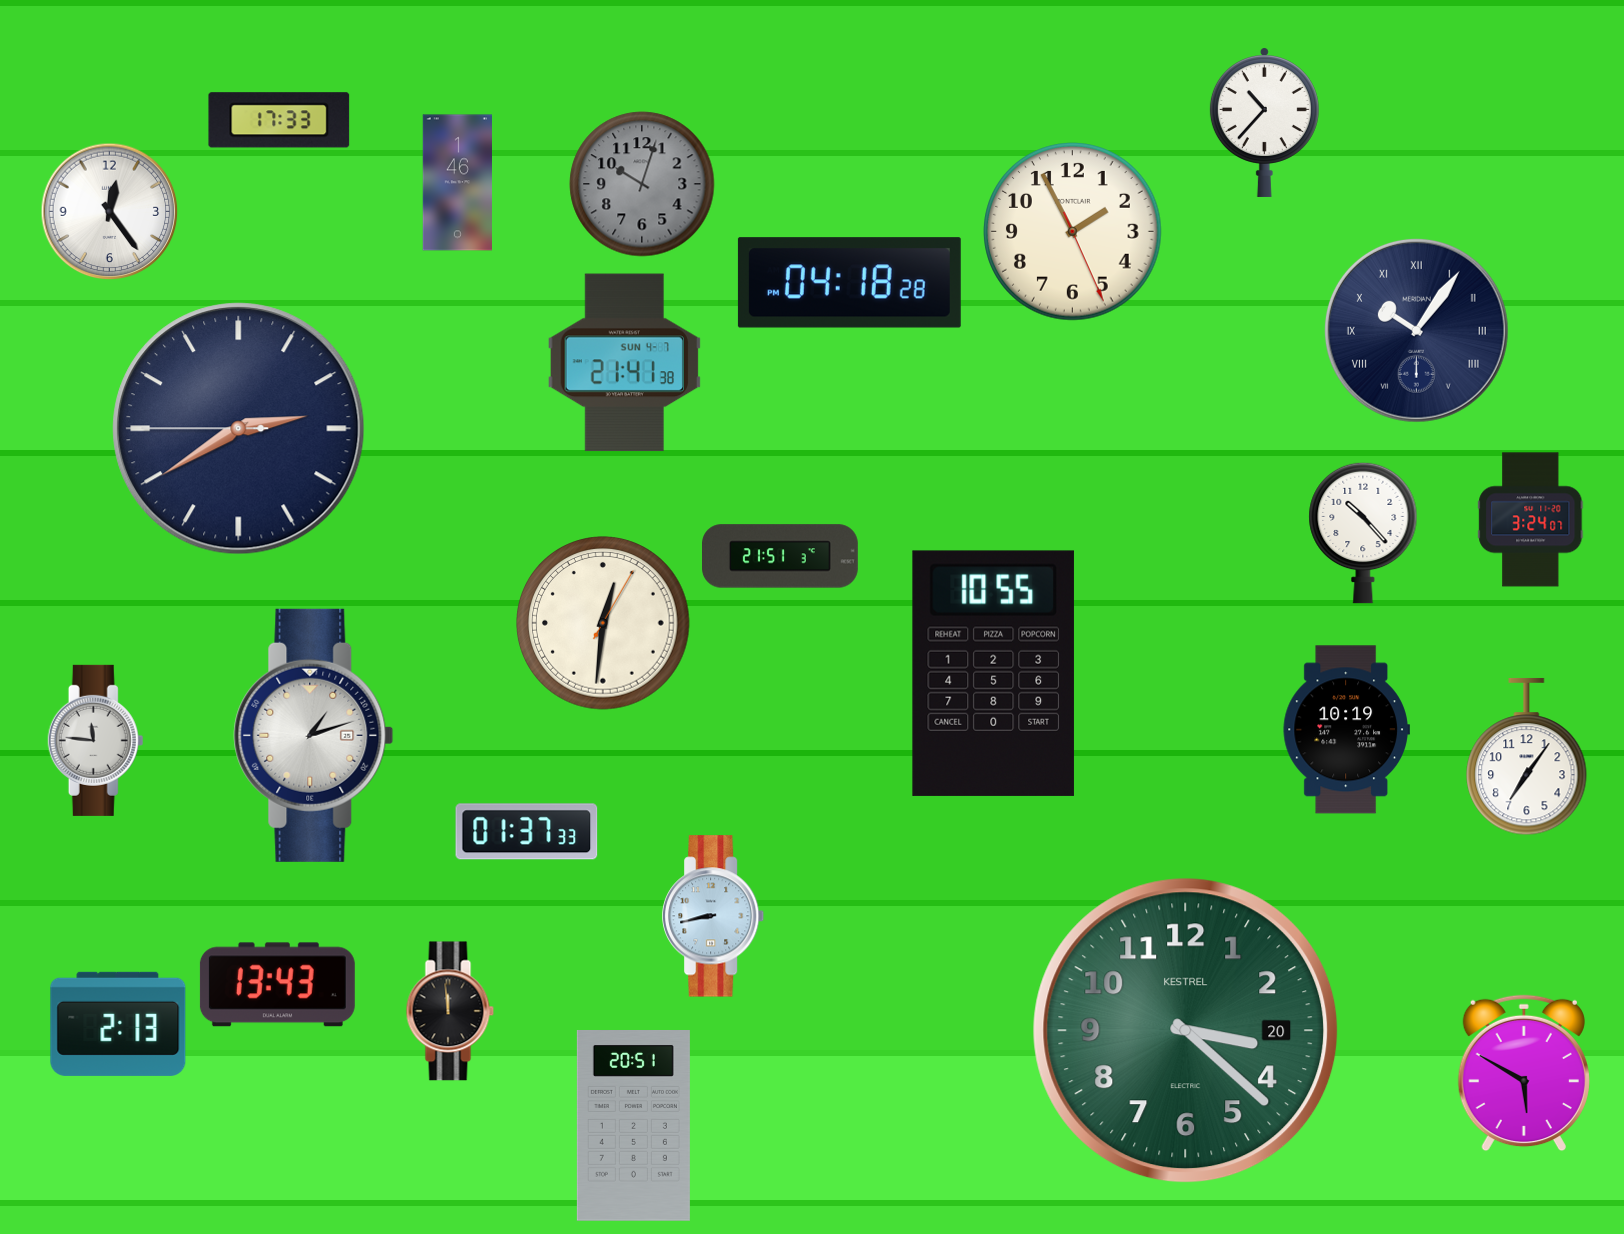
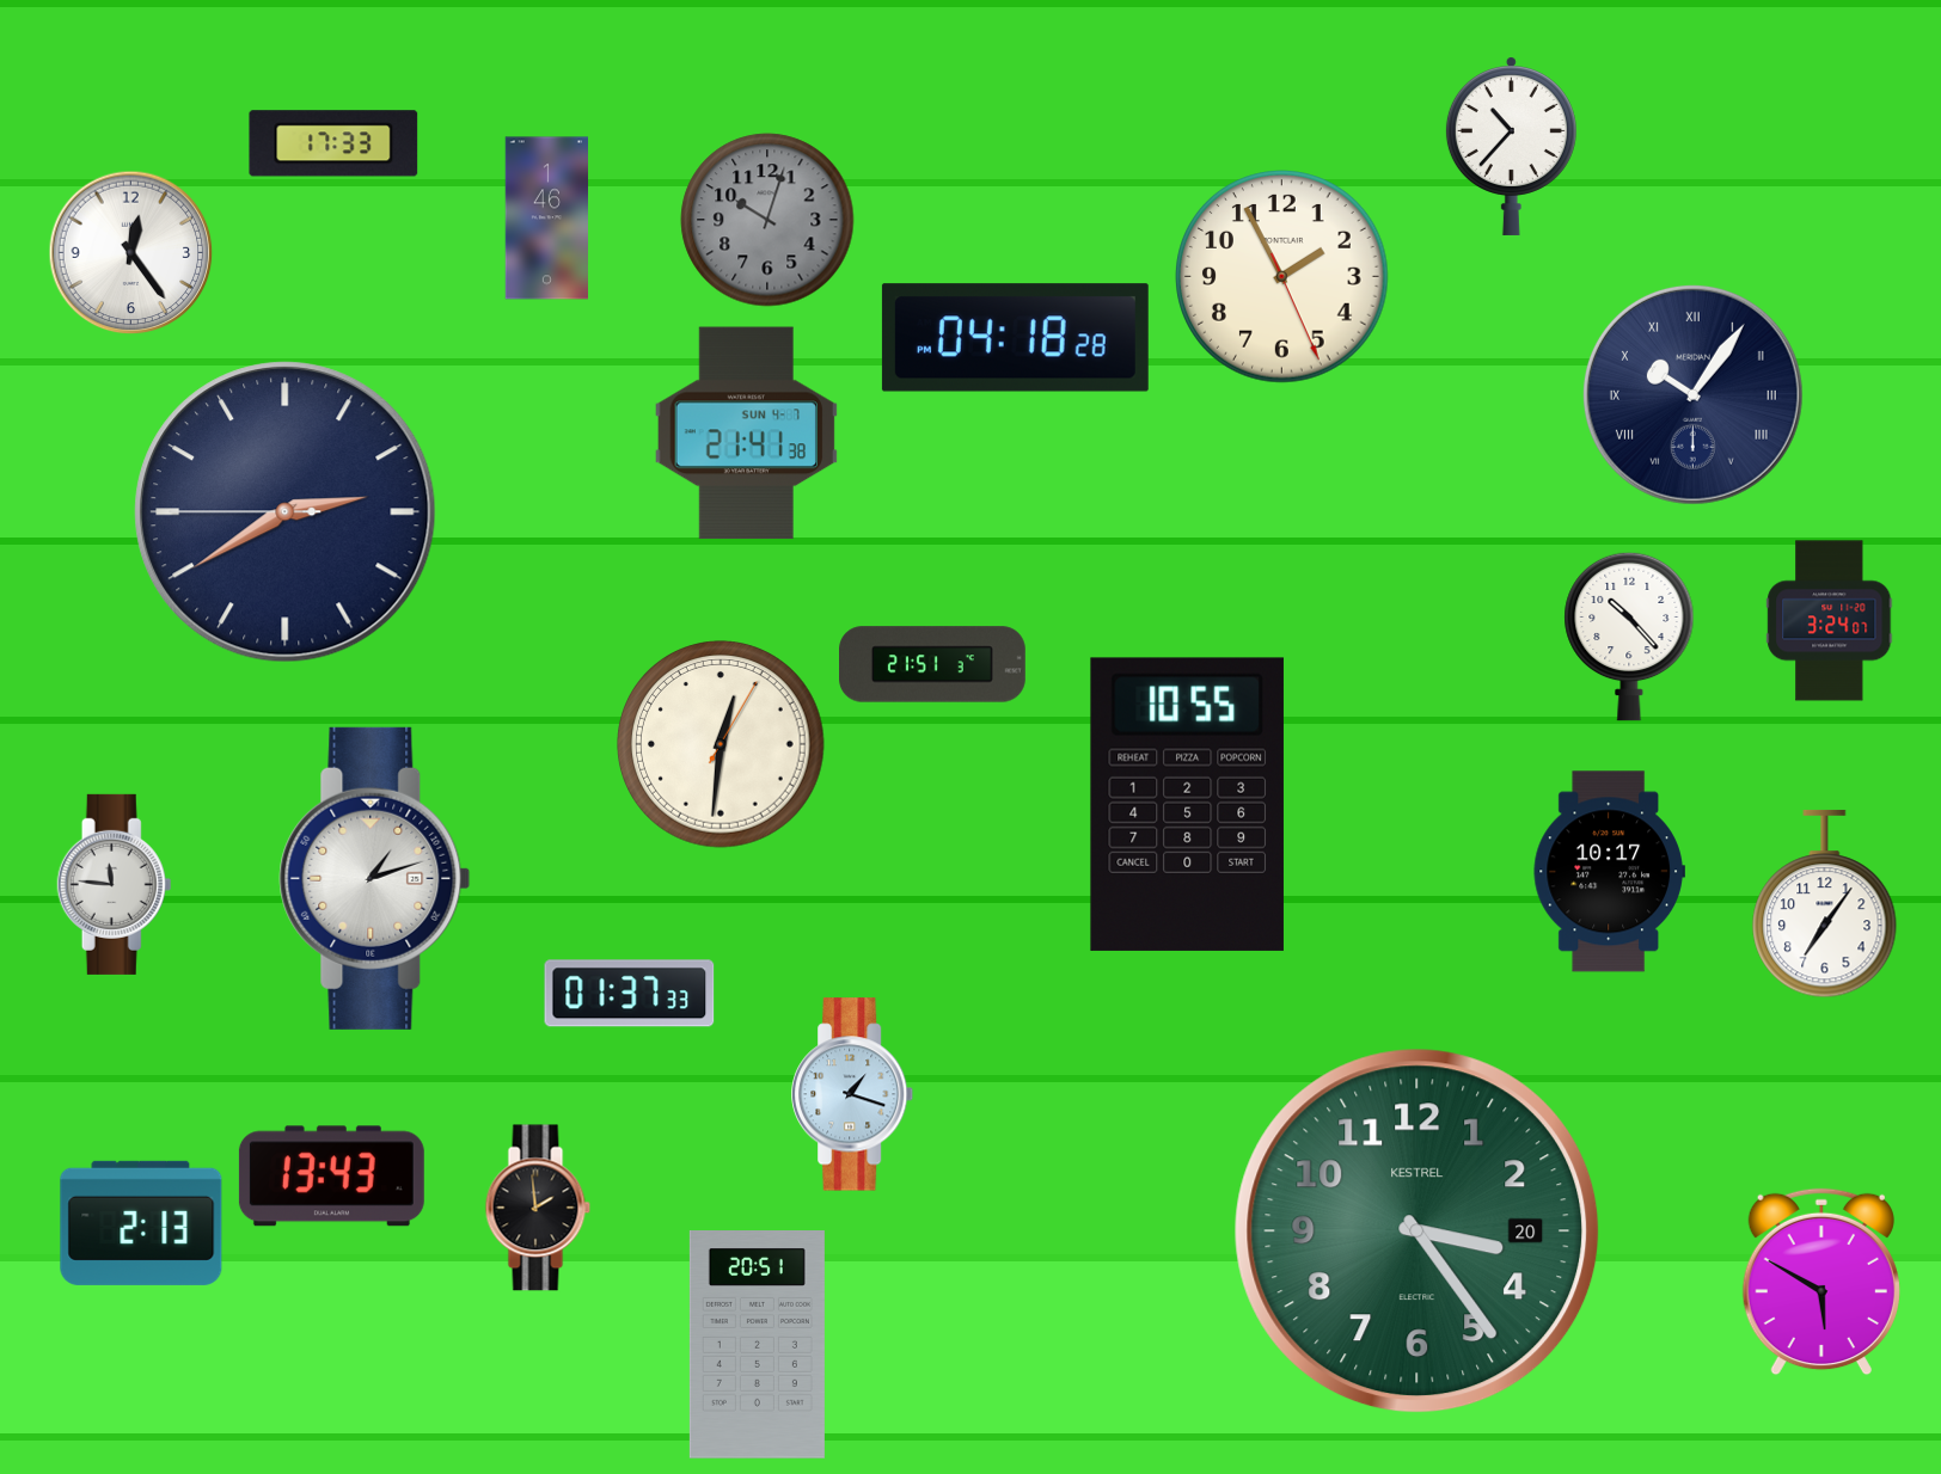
clock at (1346, 730): 10:19 -> 10:17
clock at (714, 916): 8:43 -> 1:18
clock at (450, 1011): 11:59 -> 1:59
clock at (1186, 1031): 3:22 -> 3:24
